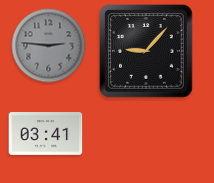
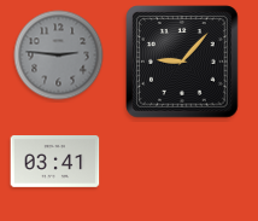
clock at (146, 51) position: (146, 51) -> (182, 62)
